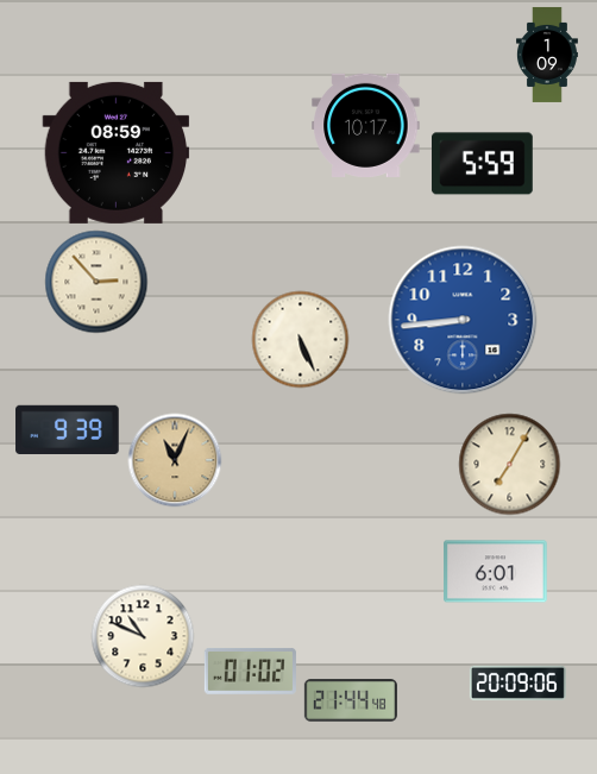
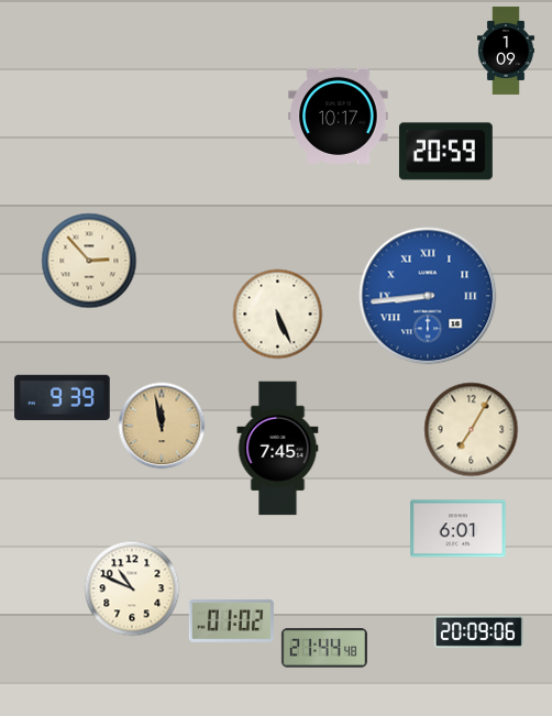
clock at (117, 152): 08:59 -> none
clock at (482, 164): 5:59 -> 20:59
clock at (463, 320) numerals: Arabic -> Roman
clock at (175, 460): 11:04 -> 11:58
clock at (278, 449): none -> 7:45
